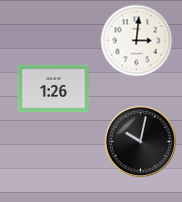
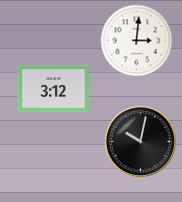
clock at (53, 89): 1:26 -> 3:12
